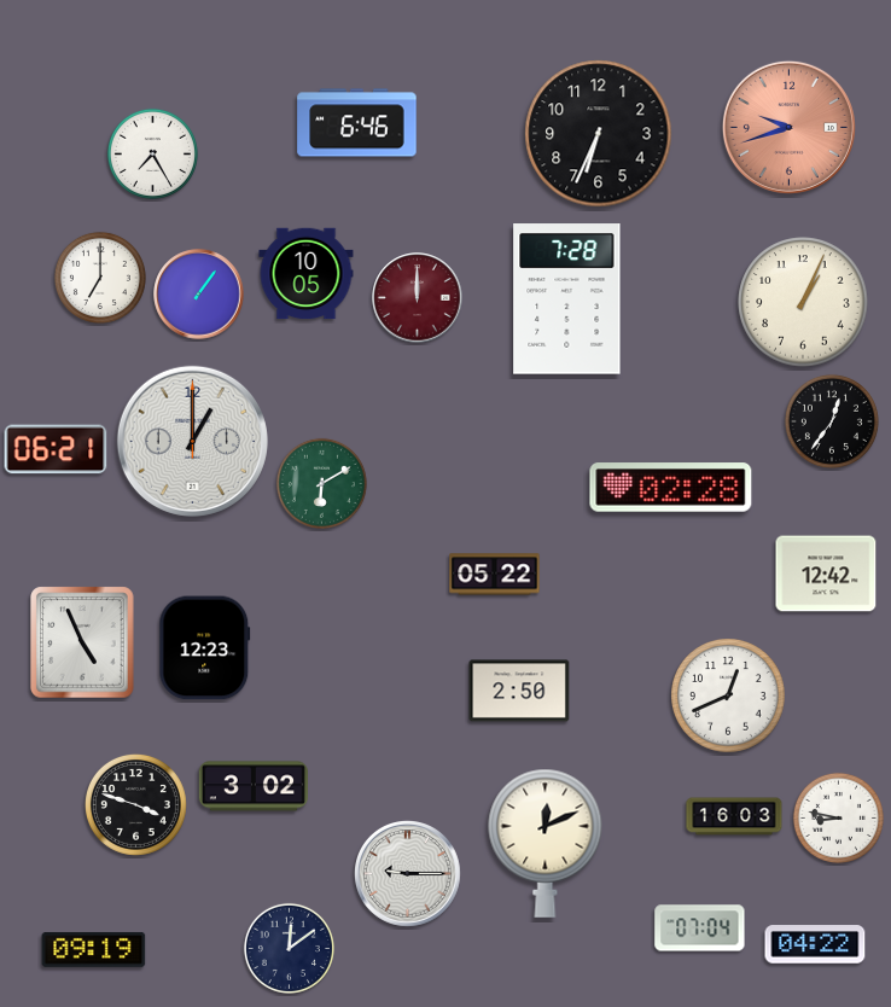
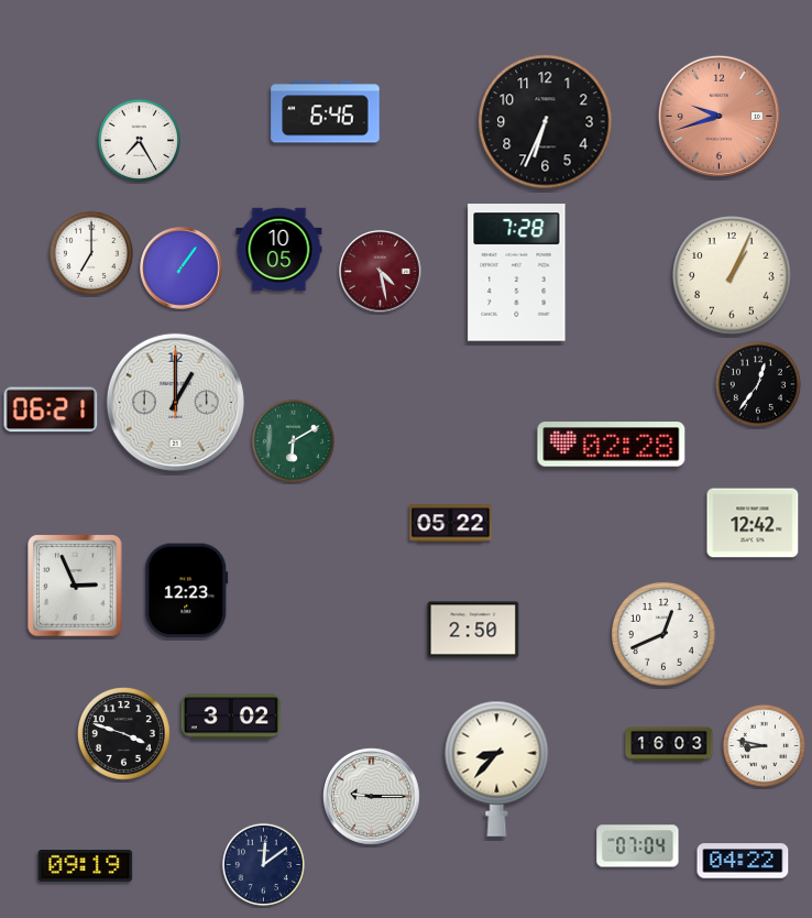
clock at (418, 298): 12:00 -> 4:28
clock at (82, 642): 4:56 -> 2:56
clock at (546, 843): 12:11 -> 8:37
